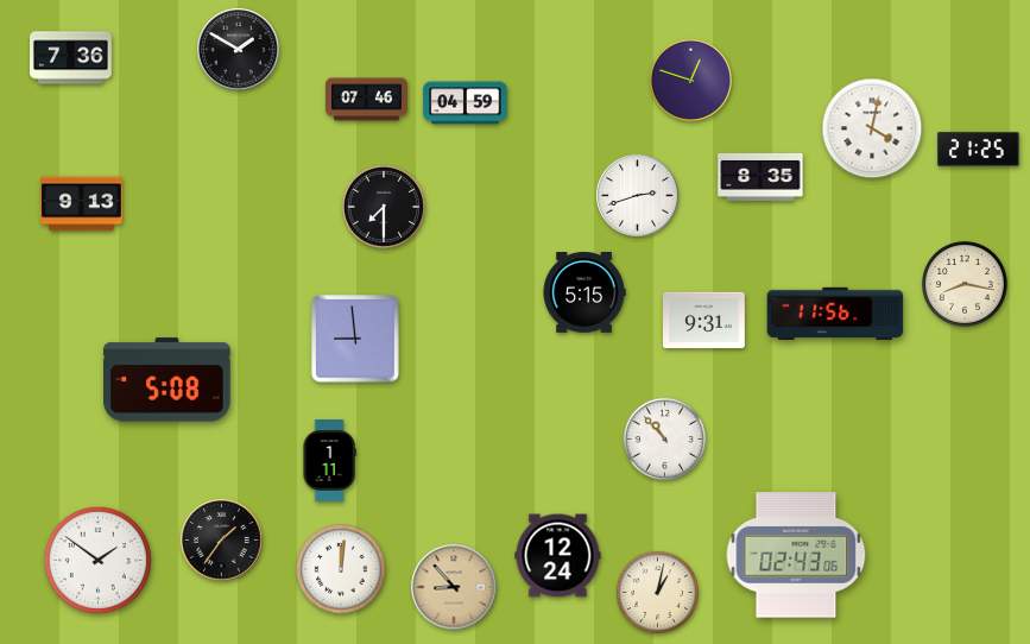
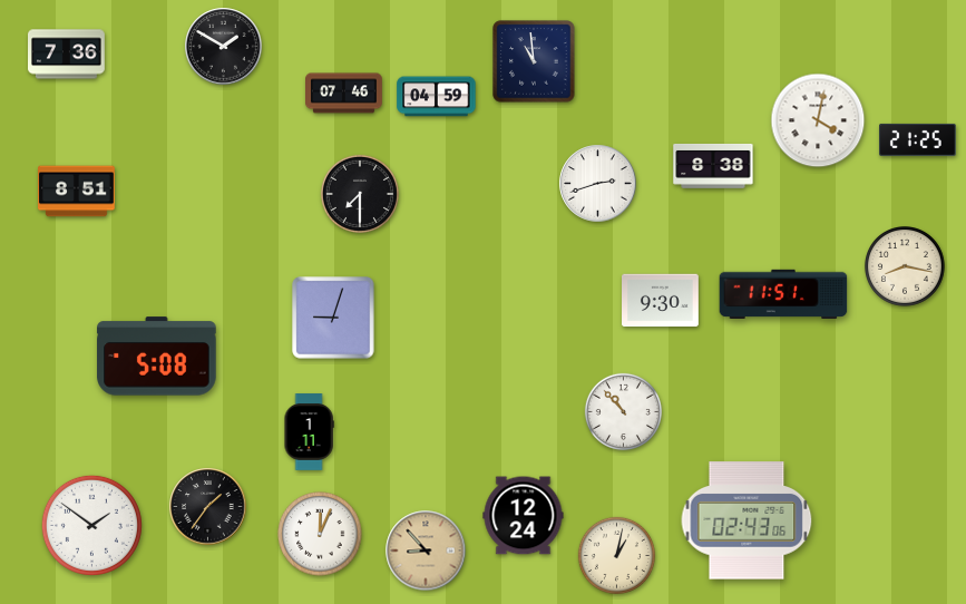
clock at (534, 61): none -> 10:59
clock at (690, 80): 12:48 -> none
clock at (760, 177): 8:35 -> 8:38
clock at (82, 204): 9:13 -> 8:51
clock at (584, 293): 5:15 -> none
clock at (835, 312): 11:56 -> 11:51
clock at (704, 321): 9:31 -> 9:30
clock at (355, 339): 8:59 -> 9:03
clock at (558, 556) position: (558, 556) -> (524, 516)
clock at (341, 569): 12:01 -> 12:04
